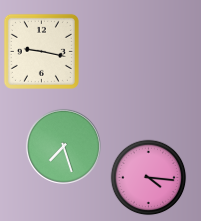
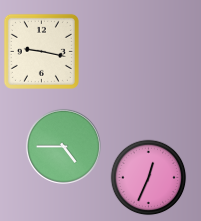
clock at (63, 146): 7:27 -> 4:45
clock at (149, 178): 4:16 -> 12:34
